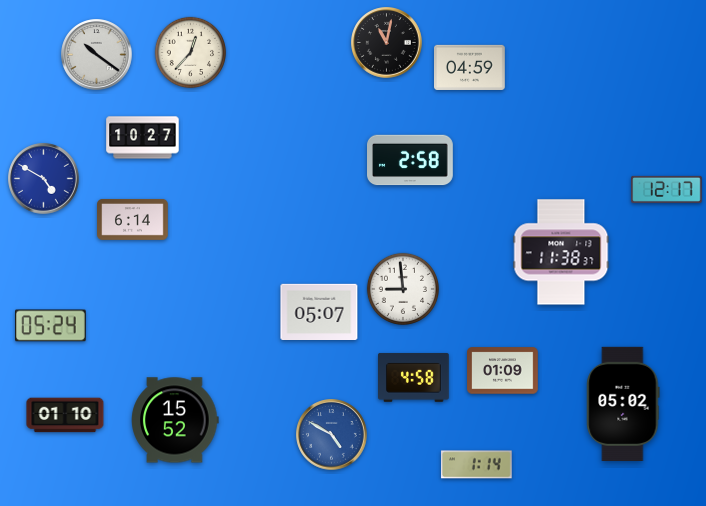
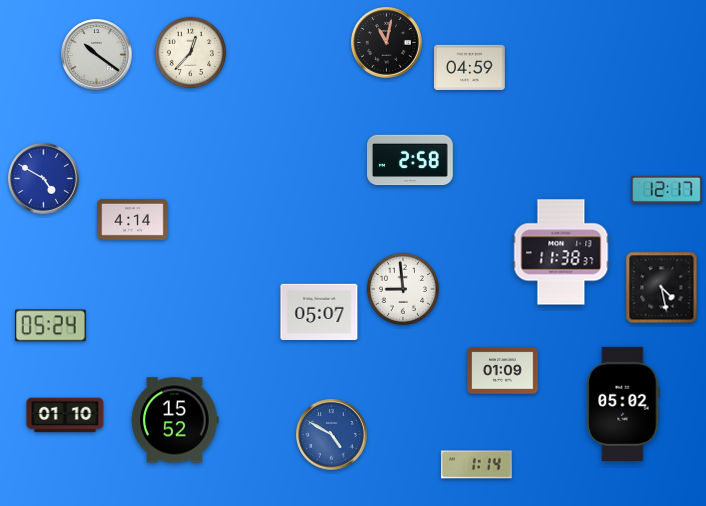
clock at (143, 138): 10:27 -> none
clock at (133, 219): 6:14 -> 4:14
clock at (662, 288): none -> 4:28
clock at (414, 377): 4:58 -> none
